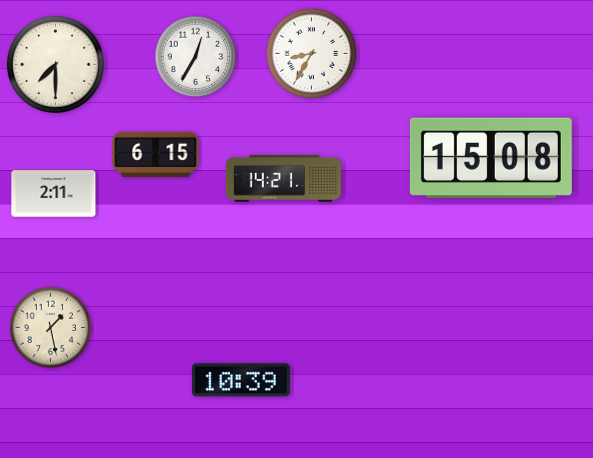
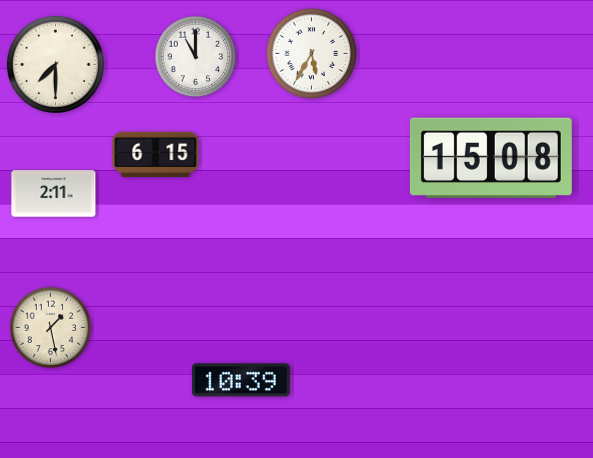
clock at (311, 53): 8:35 -> 5:35
clock at (196, 57): 12:35 -> 11:00
clock at (283, 179): 14:21 -> none
